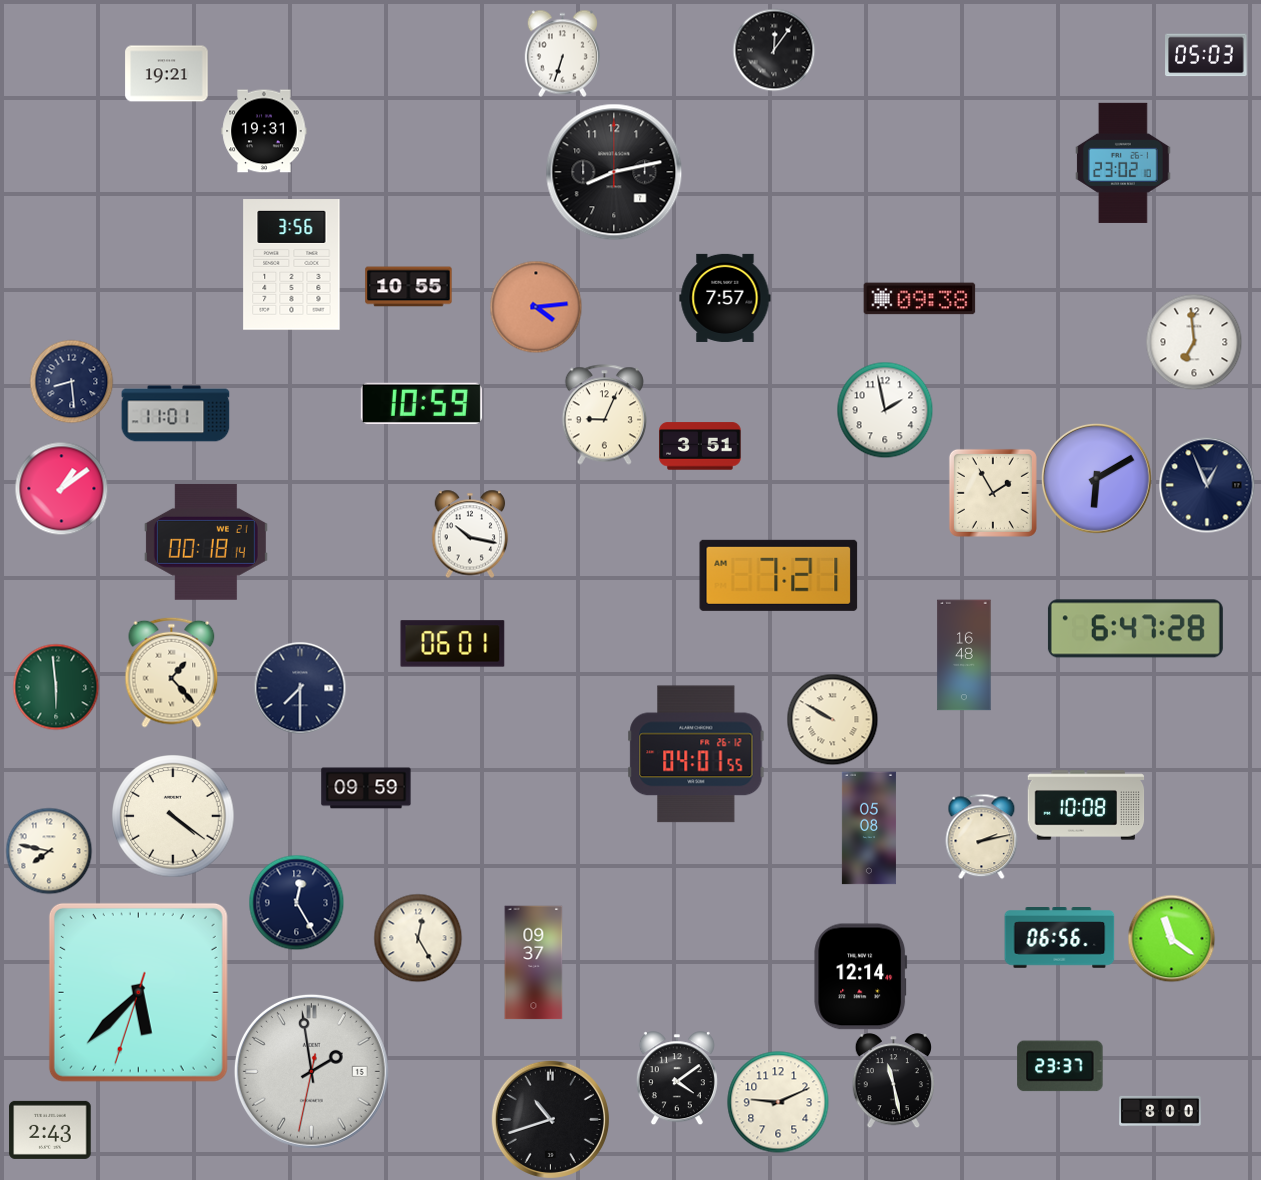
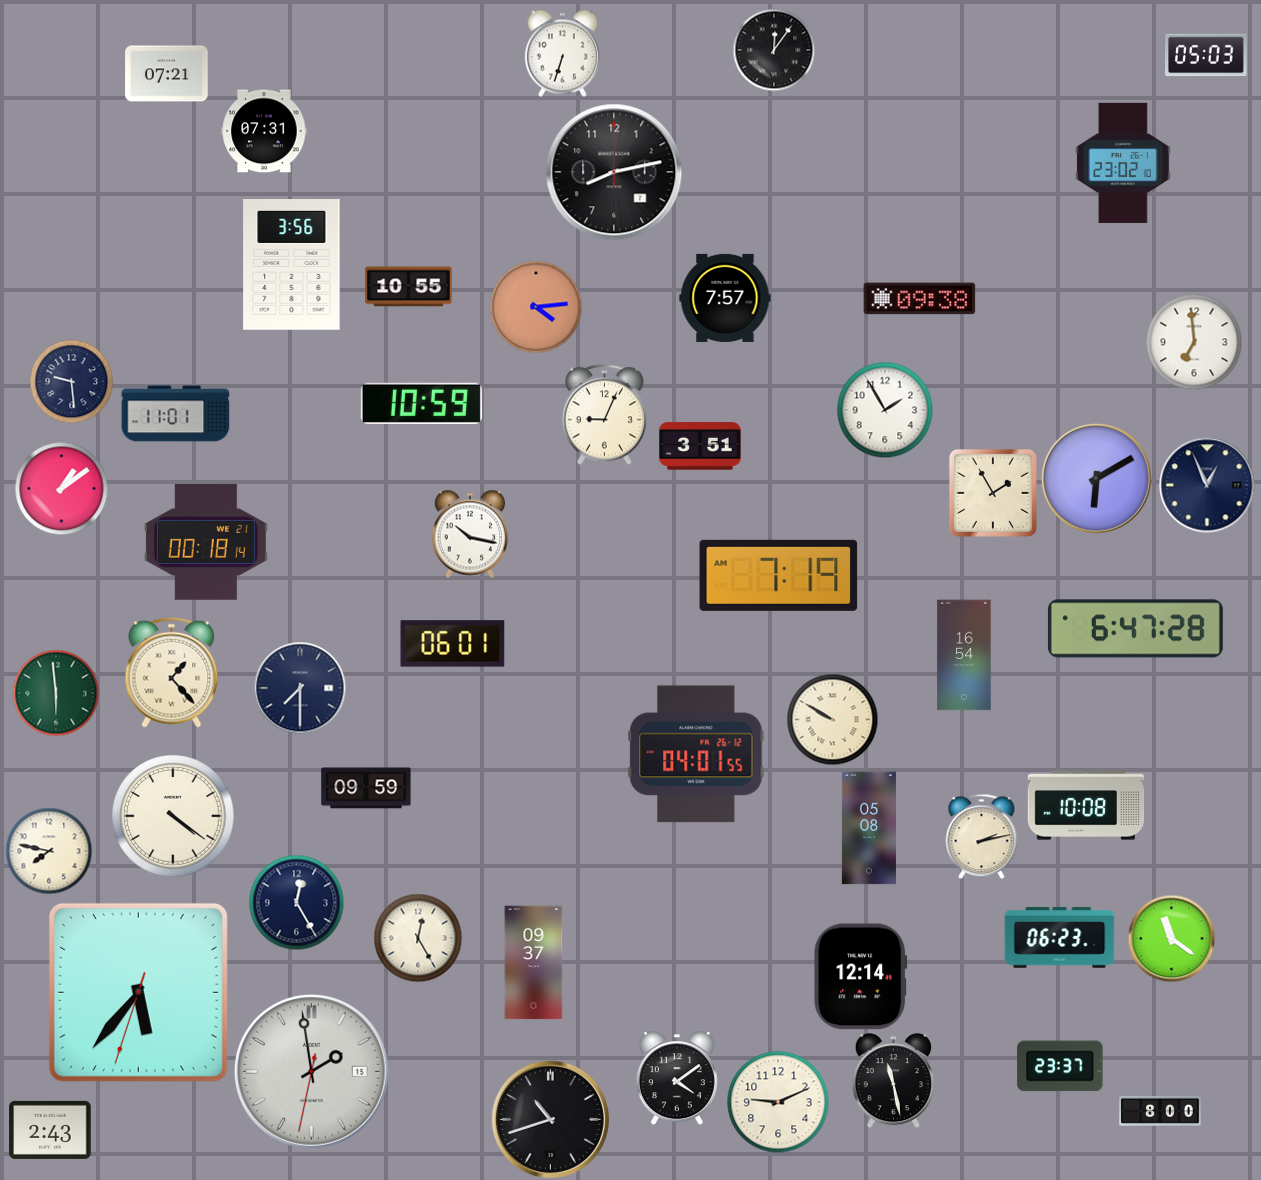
clock at (167, 74): 19:21 -> 07:21
clock at (264, 131): 19:31 -> 07:31
clock at (71, 381): 8:29 -> 9:29
clock at (885, 410): 1:58 -> 1:55
clock at (779, 575): 7:21 -> 7:19
clock at (964, 655): 16:48 -> 16:54
clock at (56, 687) position: (56, 687) -> (56, 693)
clock at (1060, 938): 06:56 -> 06:23
clock at (138, 992): 5:37 -> 5:36
